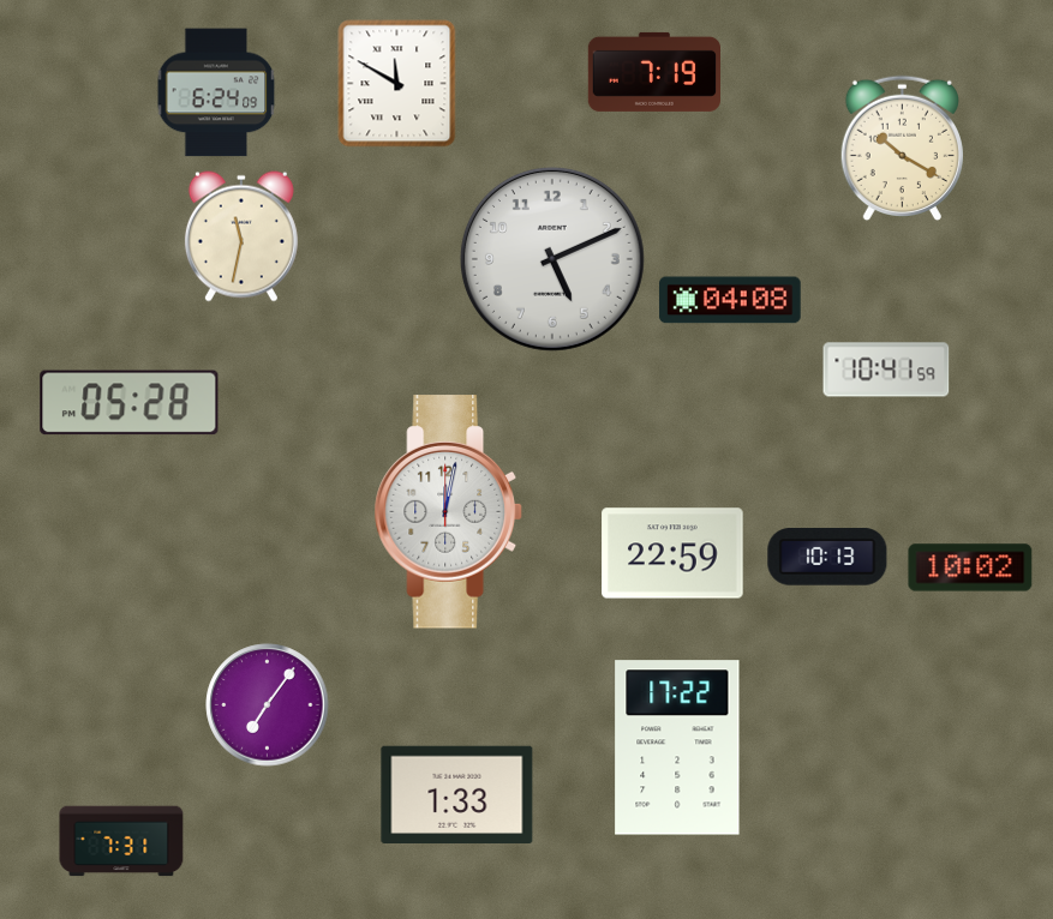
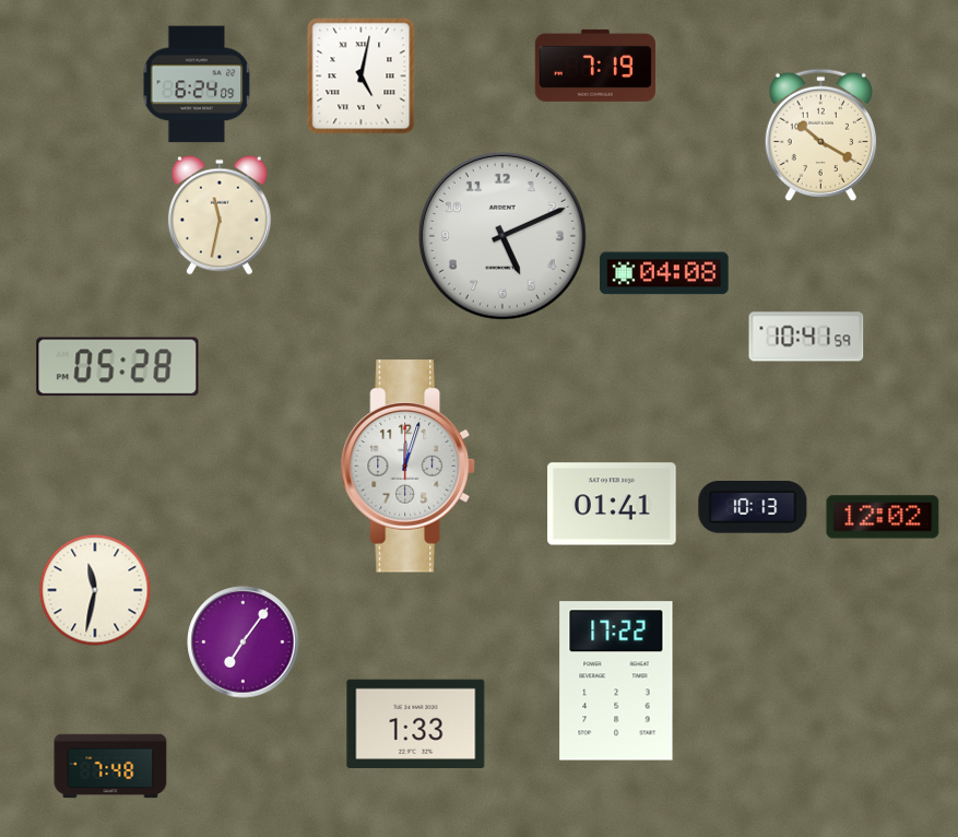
clock at (397, 84): 11:50 -> 5:02
clock at (448, 512): 12:02 -> 12:03
clock at (672, 553): 22:59 -> 01:41
clock at (970, 567): 10:02 -> 12:02
clock at (95, 590): none -> 11:32
clock at (121, 841): 7:31 -> 7:48
